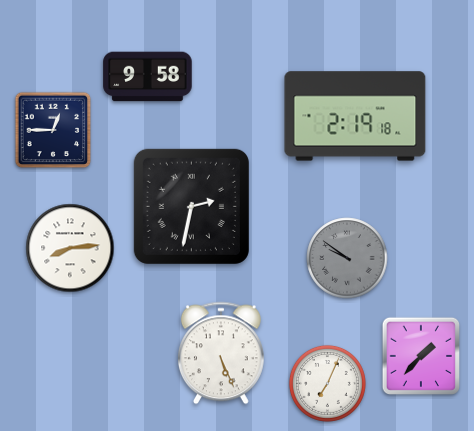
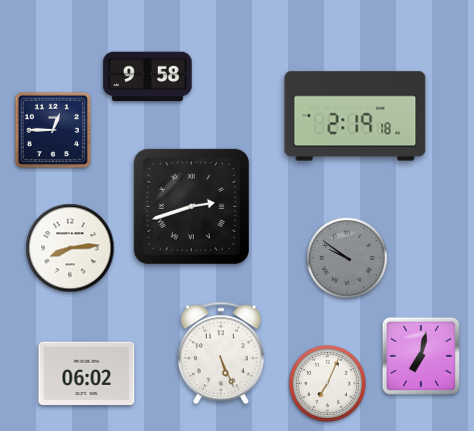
clock at (191, 206): 2:32 -> 2:42
clock at (420, 355): 1:37 -> 7:02
clock at (87, 374): none -> 06:02
